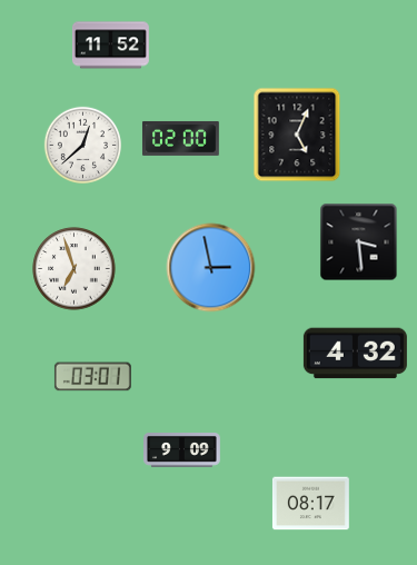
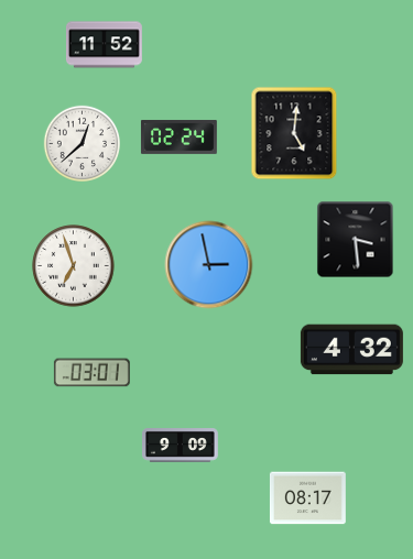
clock at (111, 46) position: (111, 46) -> (105, 45)
clock at (297, 135): 5:04 -> 5:01
clock at (180, 138): 02:00 -> 02:24
